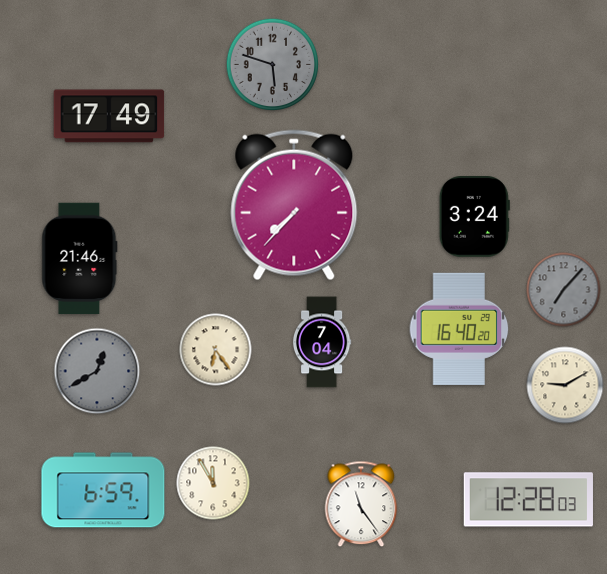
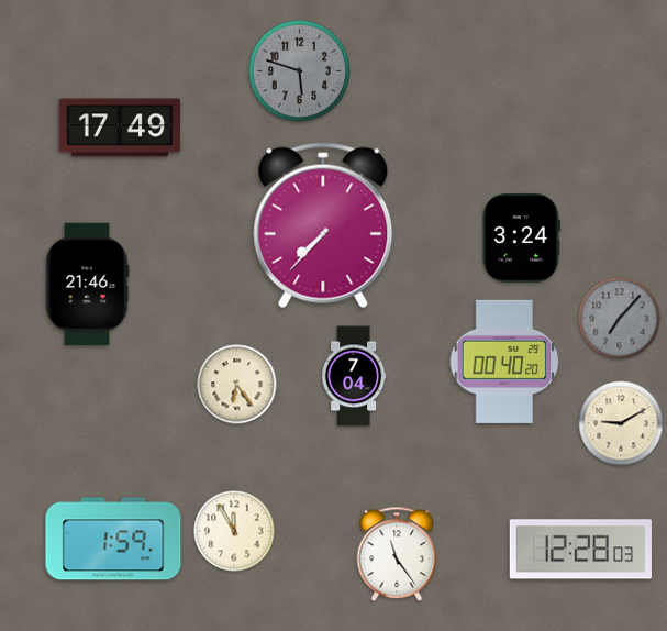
clock at (459, 329): 16:40 -> 00:40
clock at (97, 371): 12:40 -> none
clock at (103, 490): 6:59 -> 1:59
